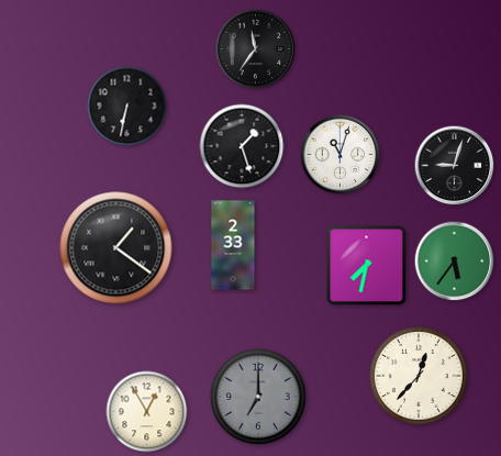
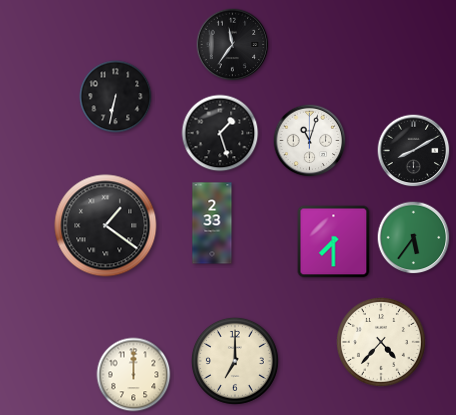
clock at (455, 166): 9:03 -> 8:10
clock at (367, 266): 7:32 -> 7:30
clock at (420, 377): 12:37 -> 4:37
clock at (258, 397) dial: grey -> cream
clock at (147, 412): 12:55 -> 12:00
